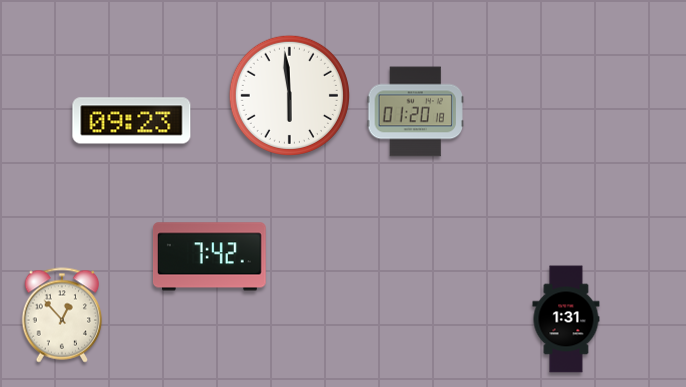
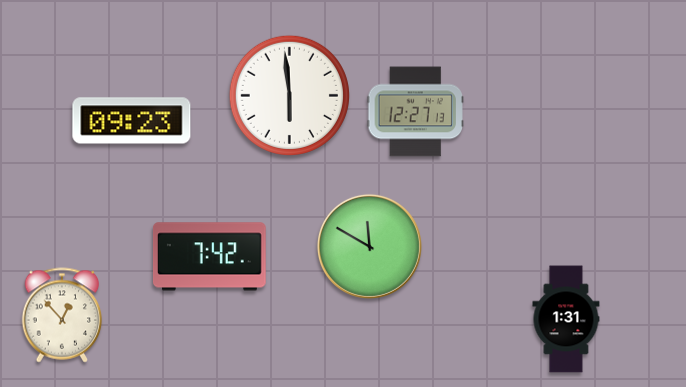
clock at (415, 112): 01:20 -> 12:27
clock at (369, 246): none -> 11:50
